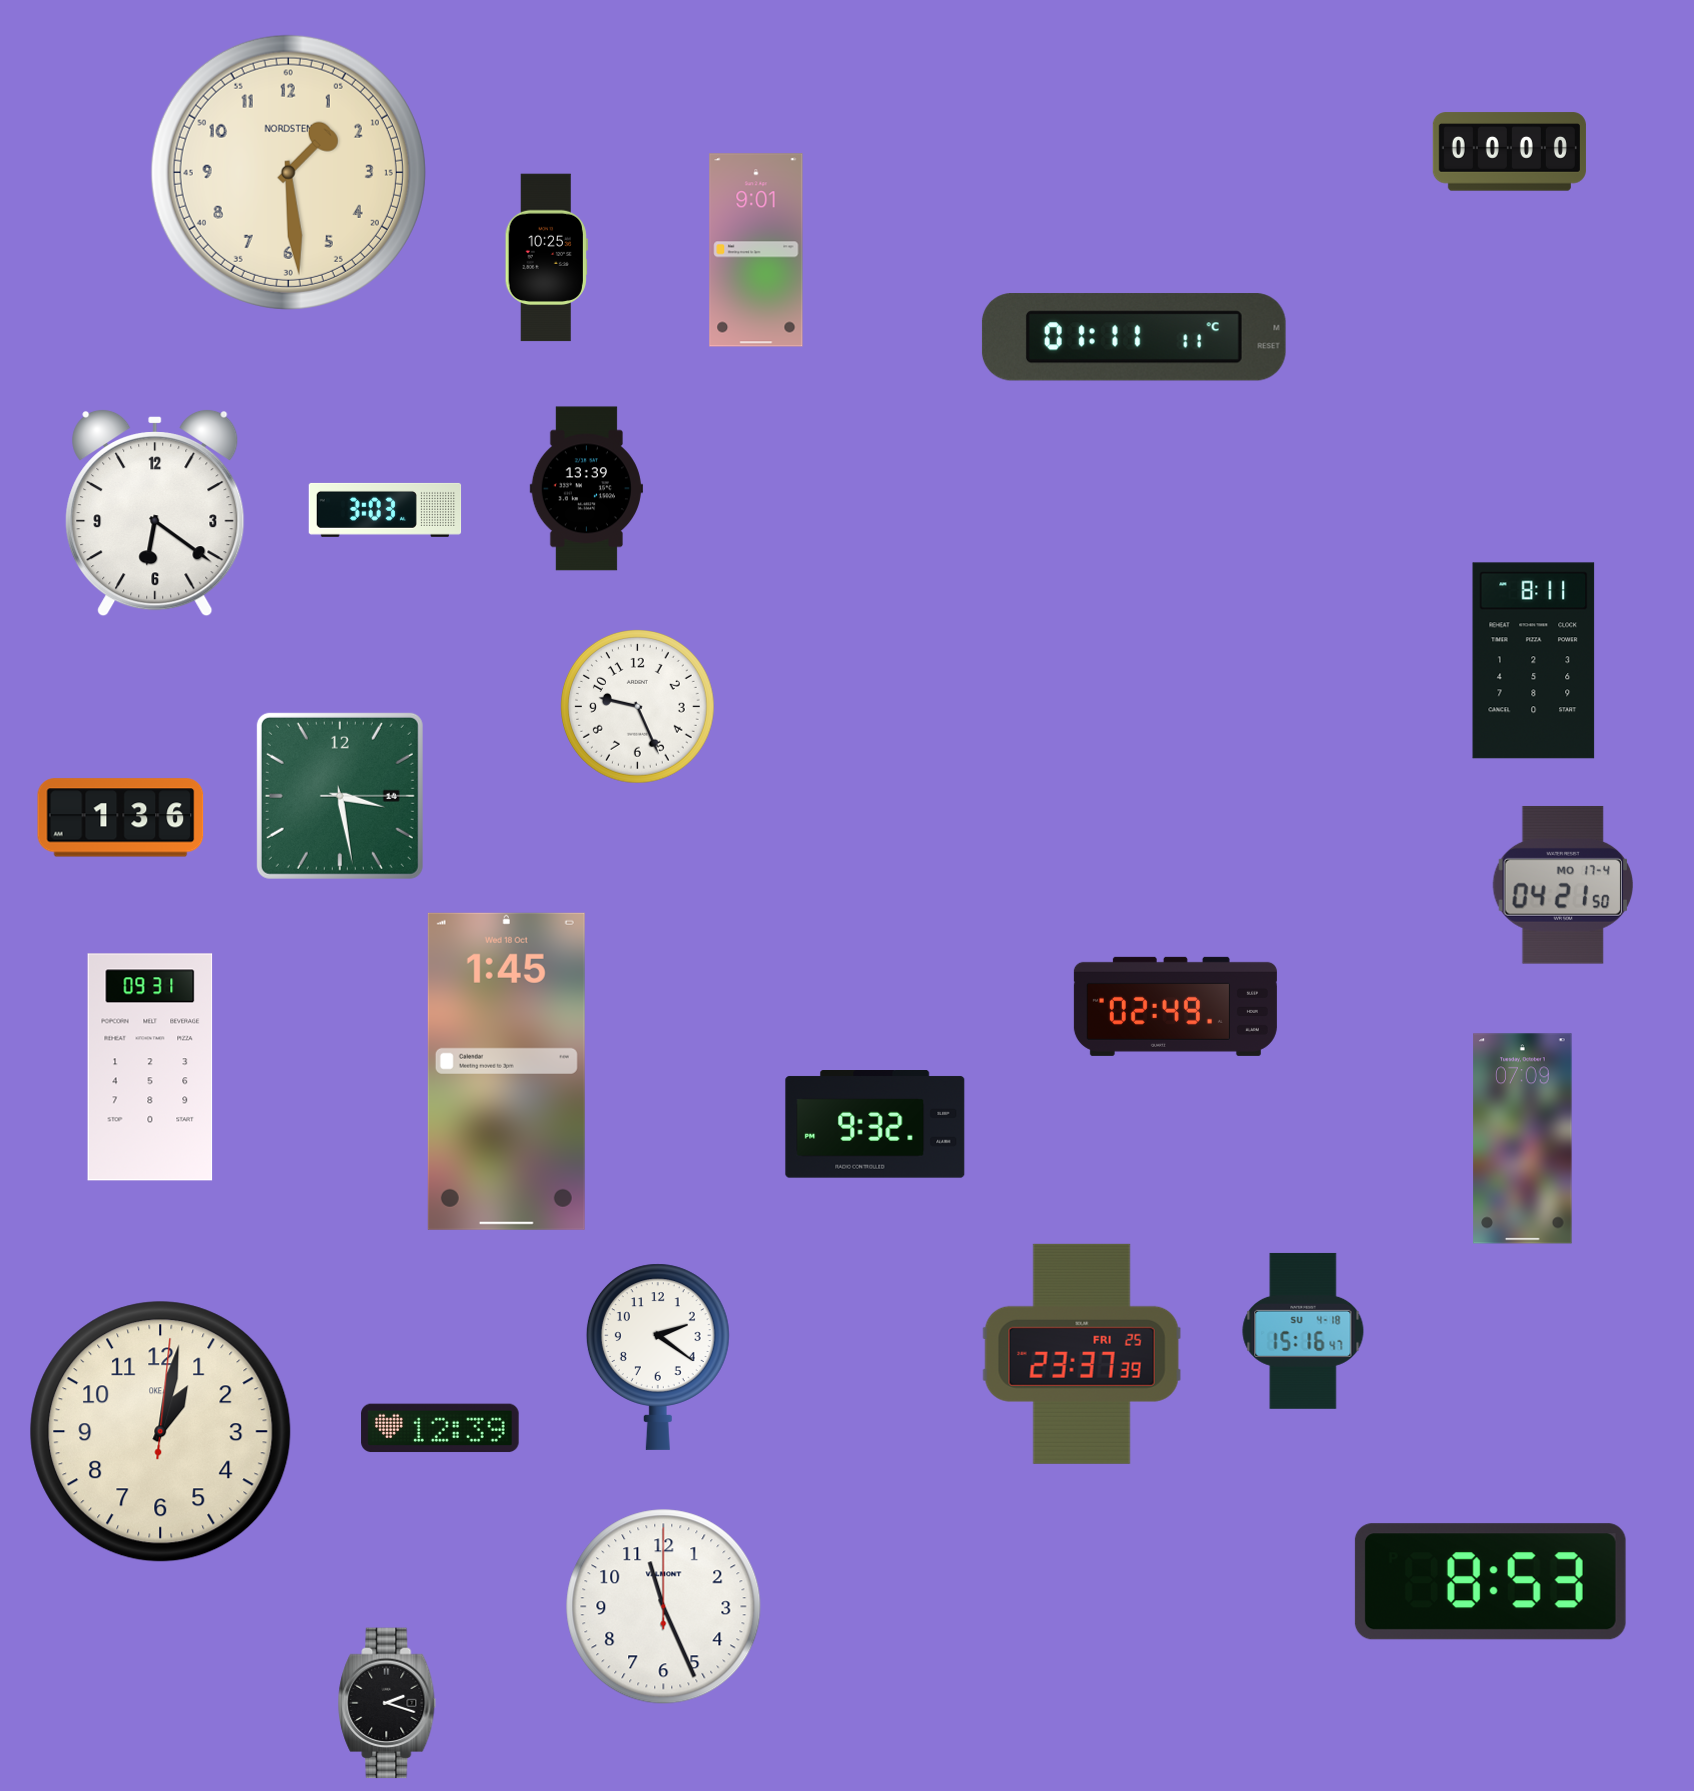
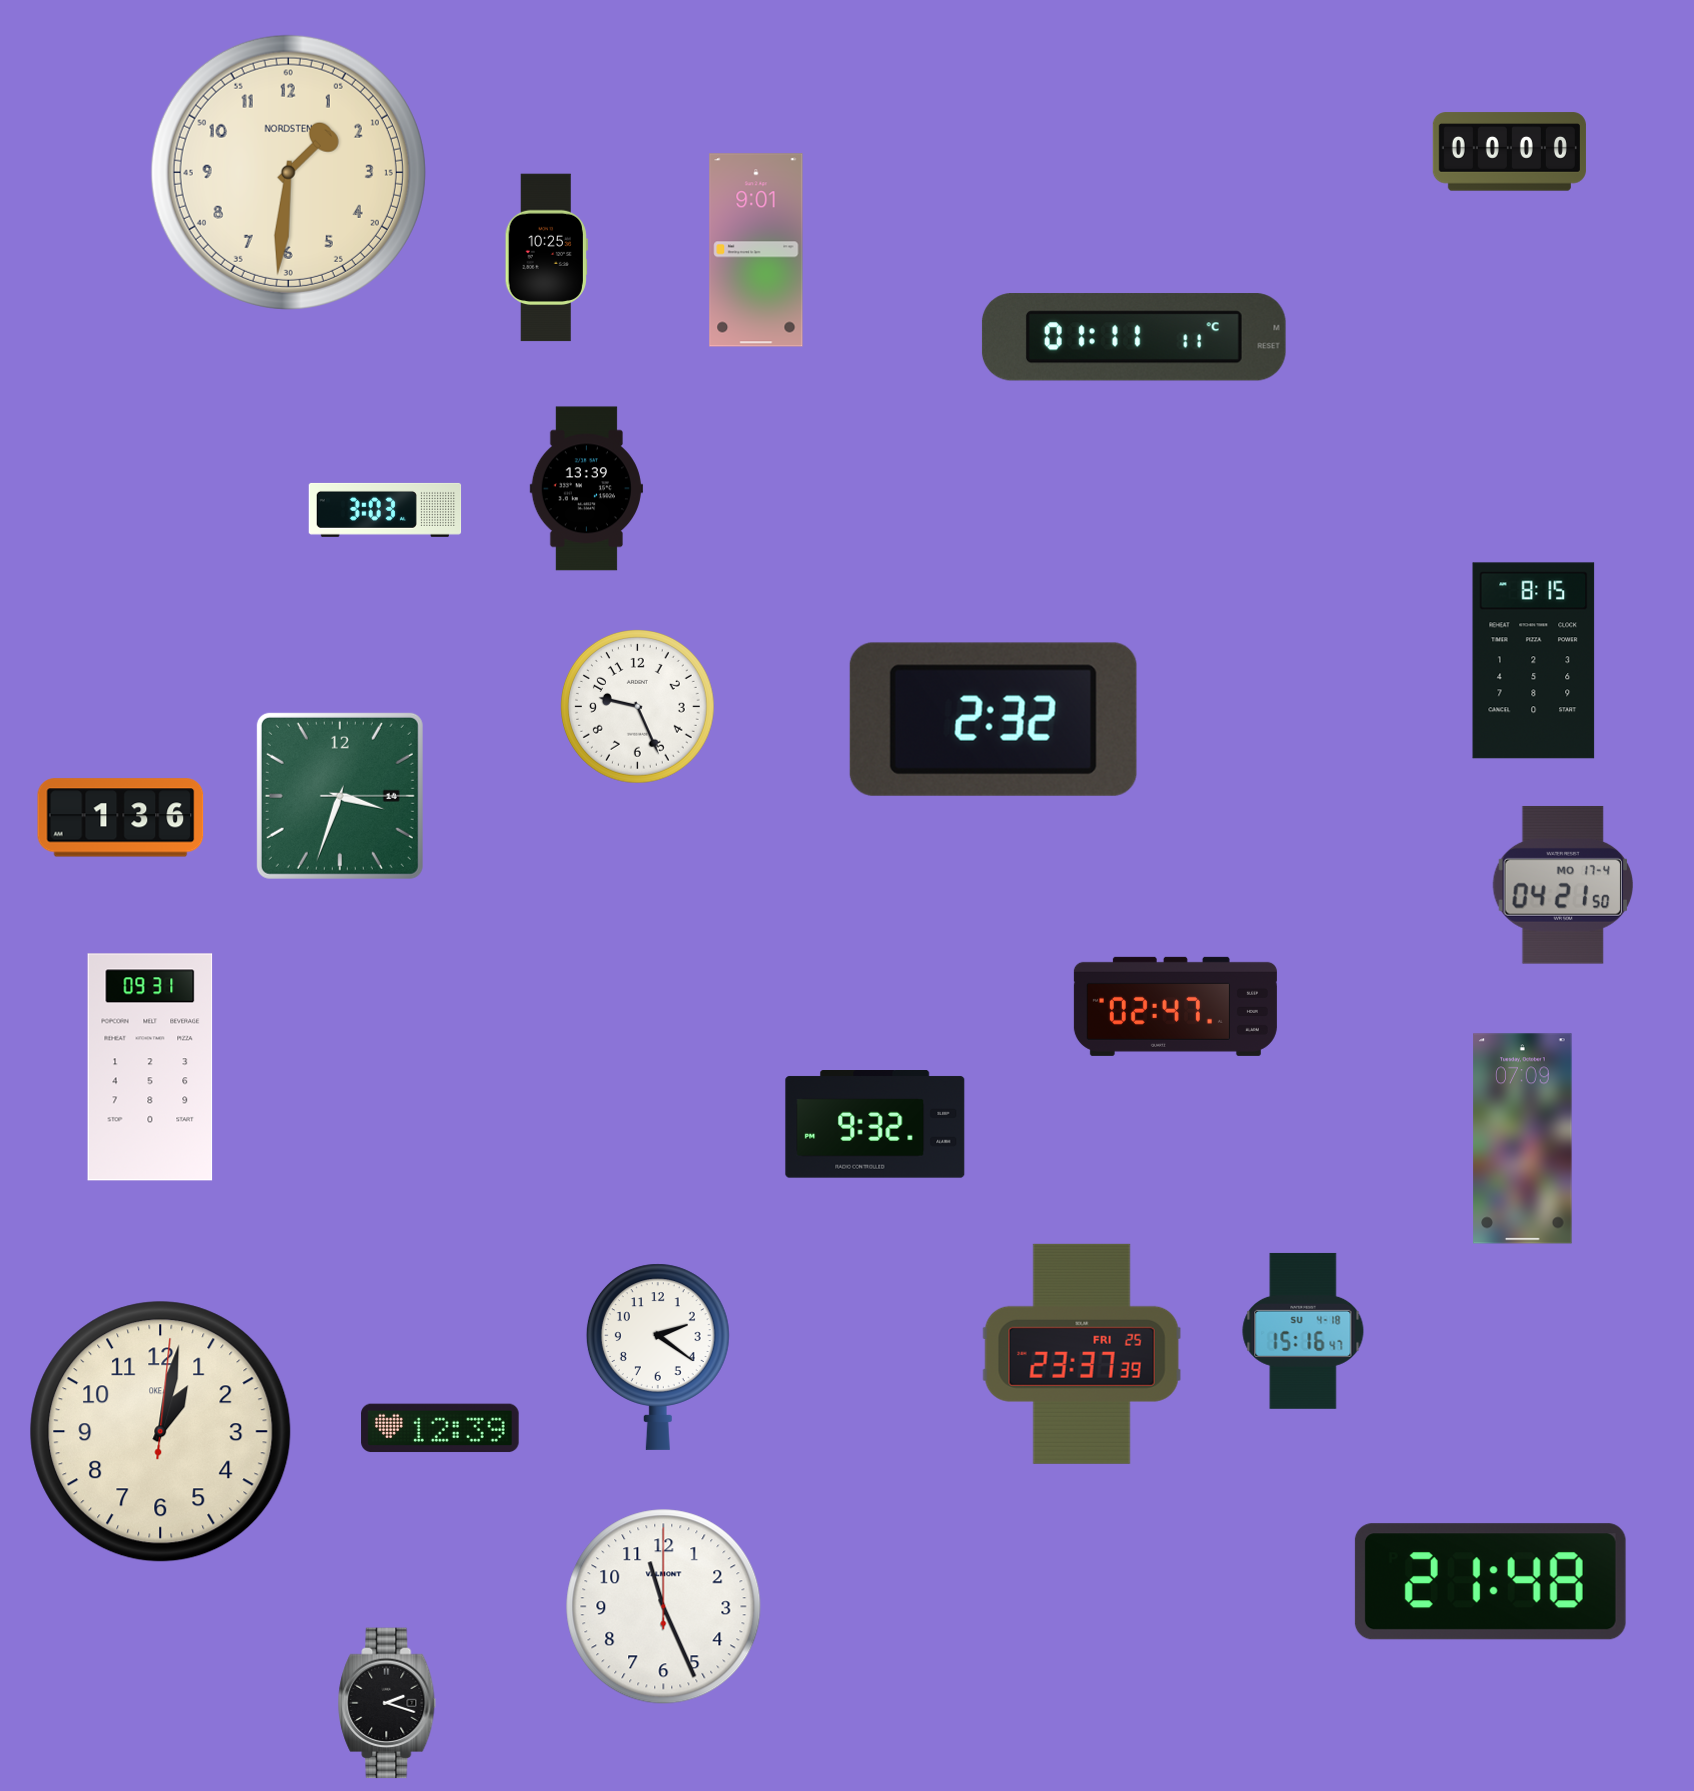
clock at (288, 172): 1:29 -> 1:31
clock at (155, 513): 6:21 -> none
clock at (1534, 661): 8:11 -> 8:15
clock at (993, 719): none -> 2:32
clock at (340, 796): 3:28 -> 3:33
clock at (1175, 1006): 02:49 -> 02:47
clock at (506, 1071): 1:45 -> none
clock at (1490, 1582): 8:53 -> 21:48
